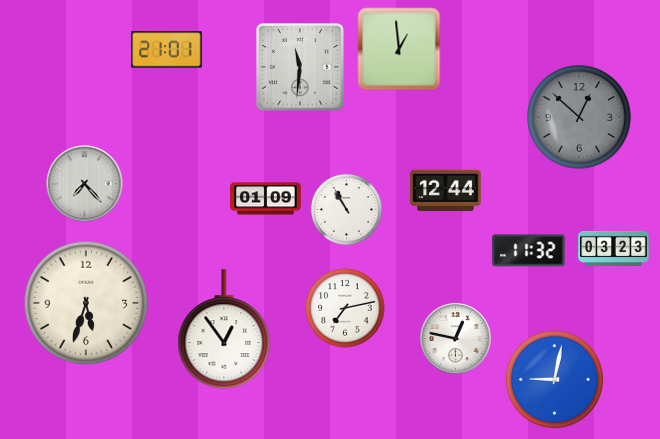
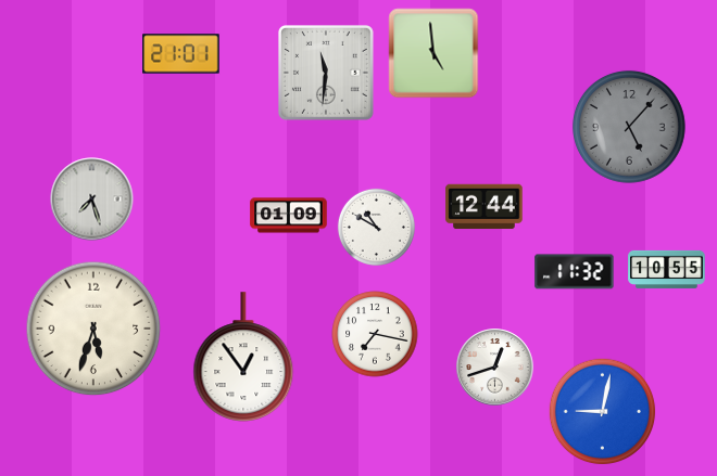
clock at (399, 49): 12:59 -> 4:59
clock at (579, 117): 12:52 -> 5:07
clock at (85, 184): 7:23 -> 7:27
clock at (346, 209): 10:55 -> 10:50
clock at (614, 248): 03:23 -> 10:55
clock at (345, 308): 7:13 -> 7:17
clock at (456, 339): 12:47 -> 12:42
